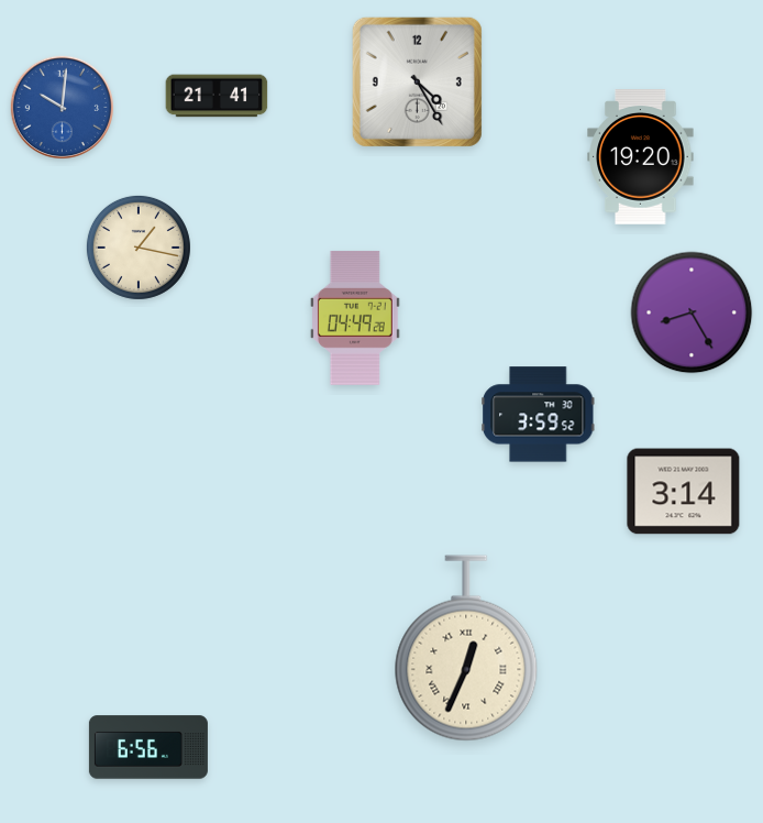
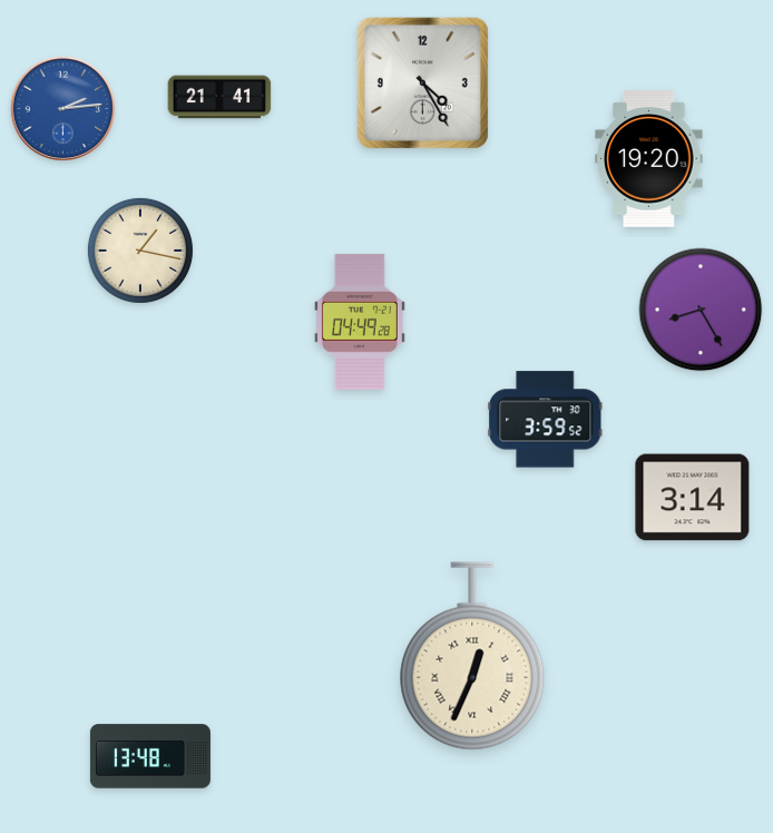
clock at (62, 107): 10:01 -> 2:14
clock at (692, 312) position: (692, 312) -> (701, 310)
clock at (148, 747): 6:56 -> 13:48
